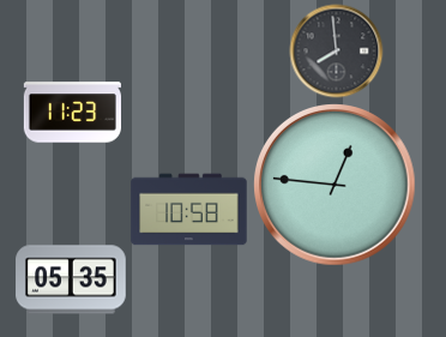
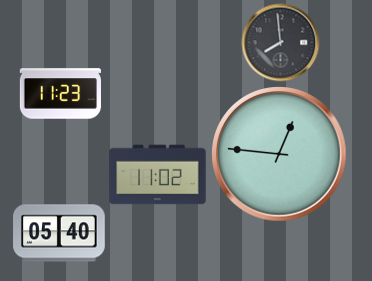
clock at (189, 210): 10:58 -> 11:02
clock at (71, 279): 05:35 -> 05:40
